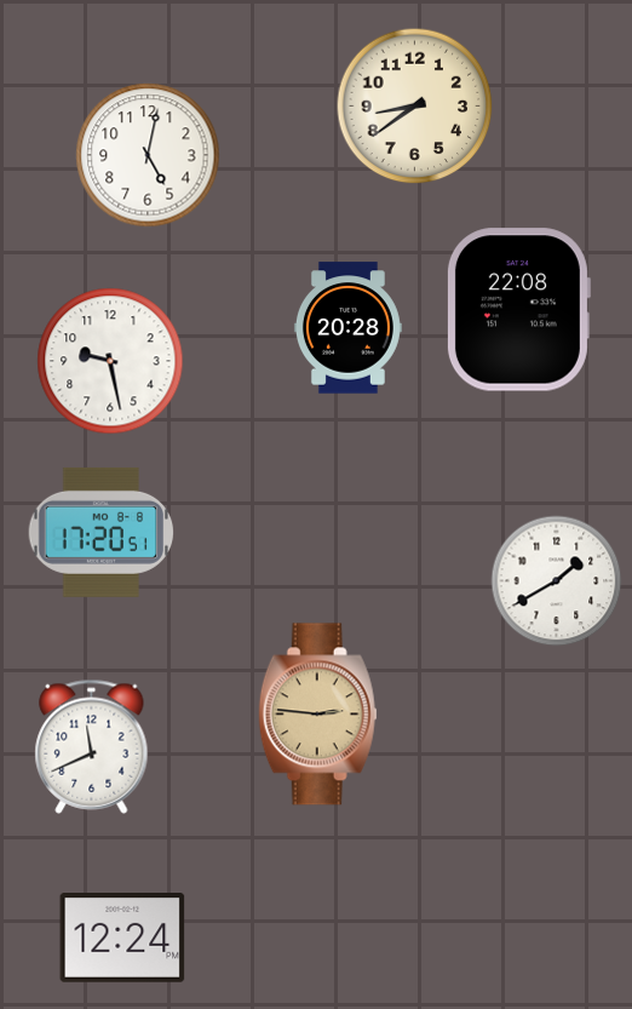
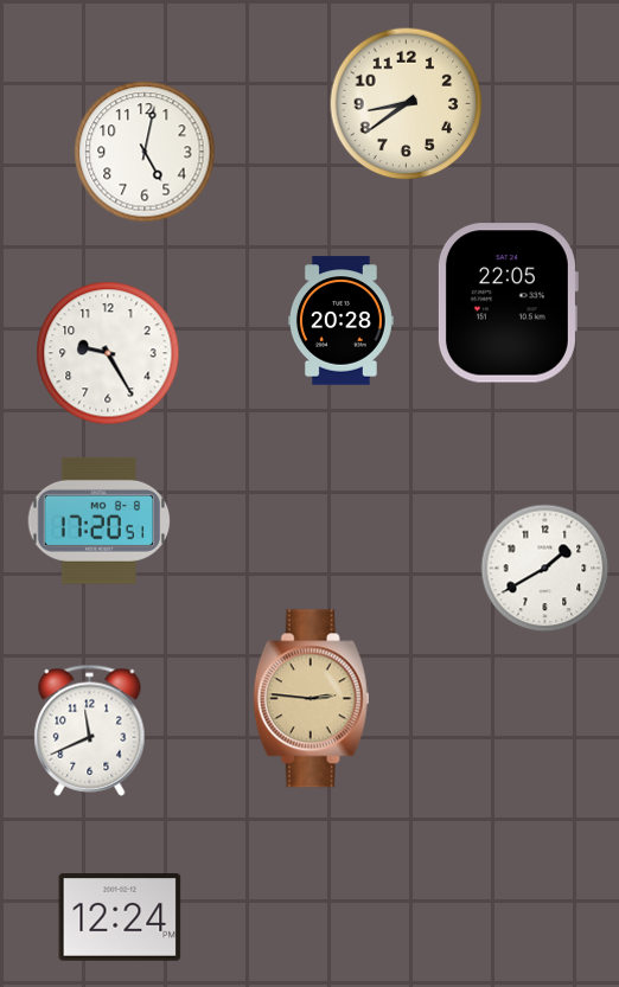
clock at (518, 310): 22:08 -> 22:05
clock at (110, 361): 9:28 -> 9:25
